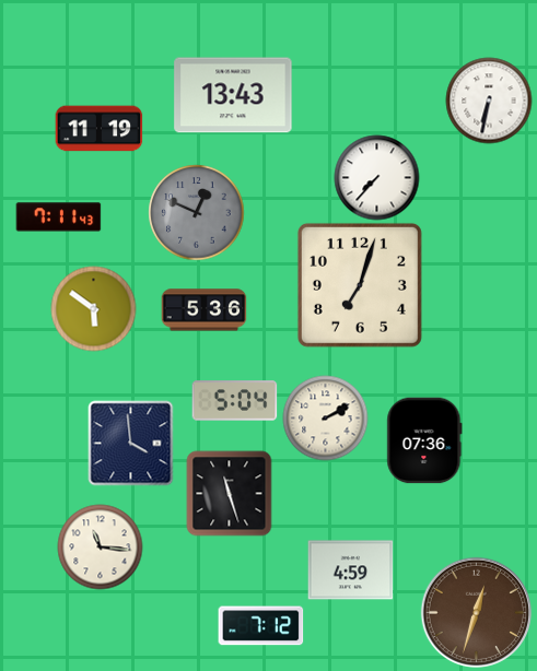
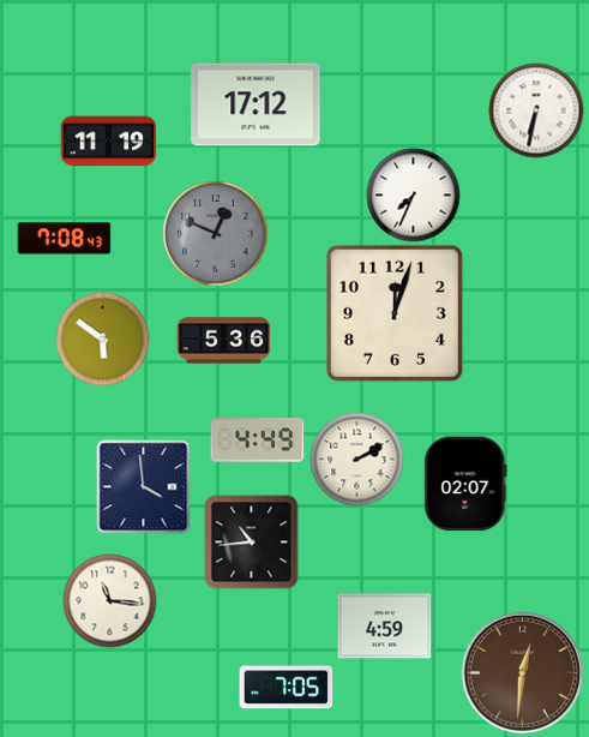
clock at (233, 95): 13:43 -> 17:12
clock at (376, 177): 7:37 -> 7:34
clock at (58, 217): 7:11 -> 7:08
clock at (360, 285): 7:03 -> 12:03
clock at (234, 401): 5:04 -> 4:49
clock at (424, 440): 07:36 -> 02:07
clock at (229, 493): 11:27 -> 10:44
clock at (476, 612): 12:33 -> 12:31
clock at (260, 626): 7:12 -> 7:05
